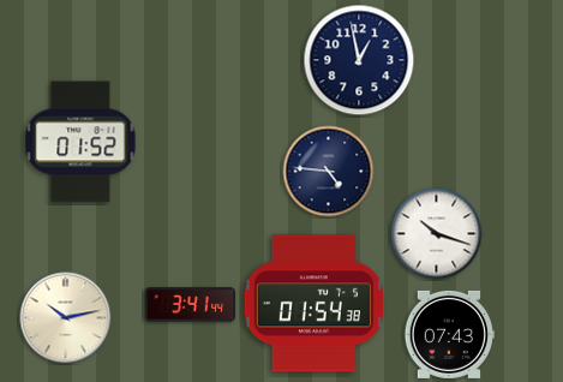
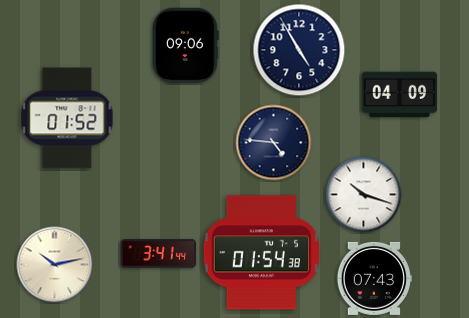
clock at (186, 45): none -> 09:06
clock at (359, 60): 12:58 -> 4:55
clock at (400, 95): none -> 04:09
